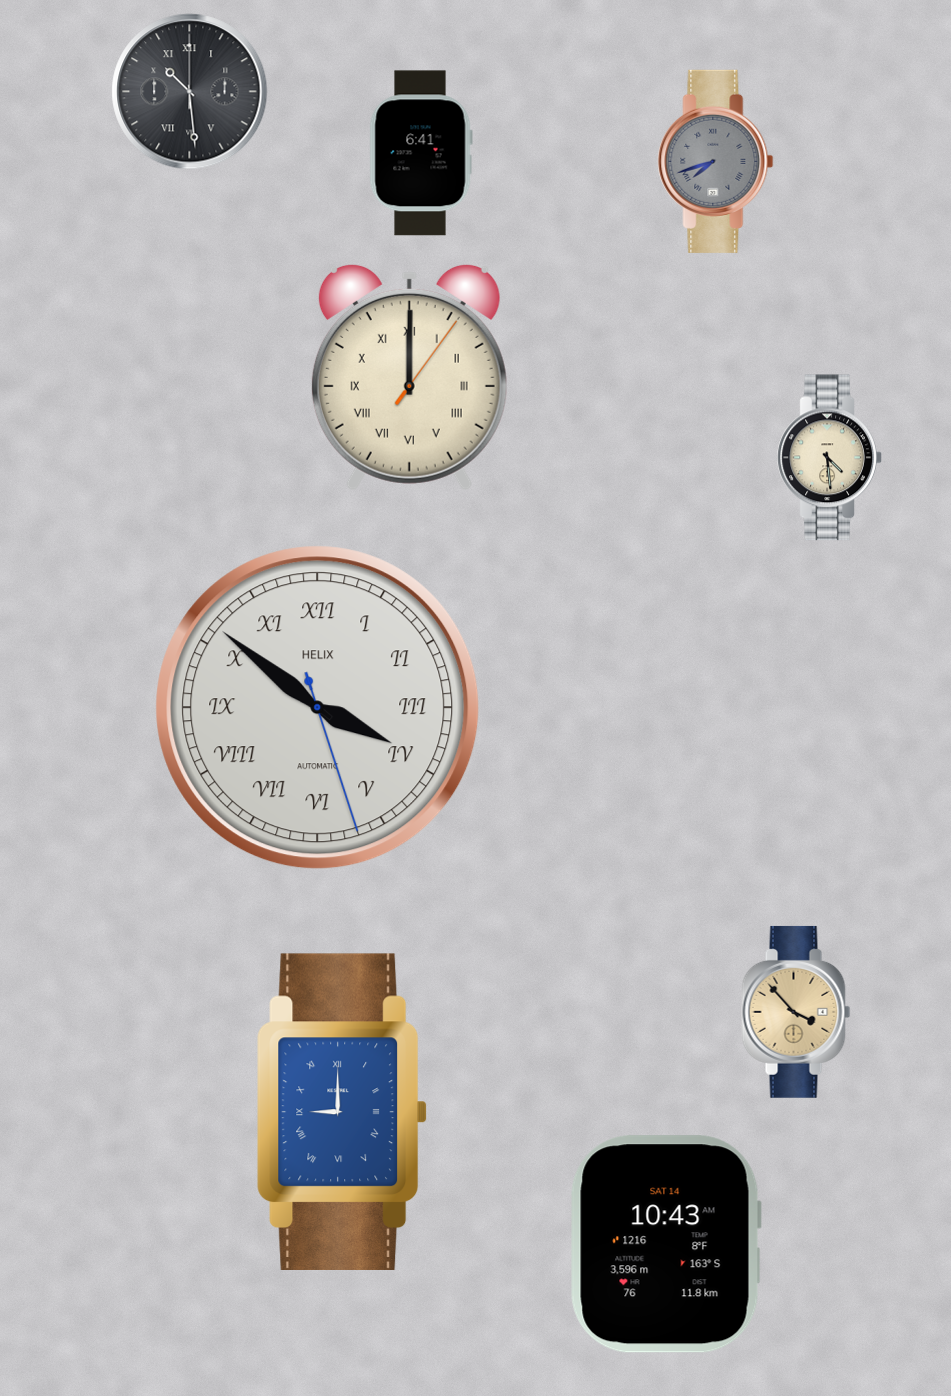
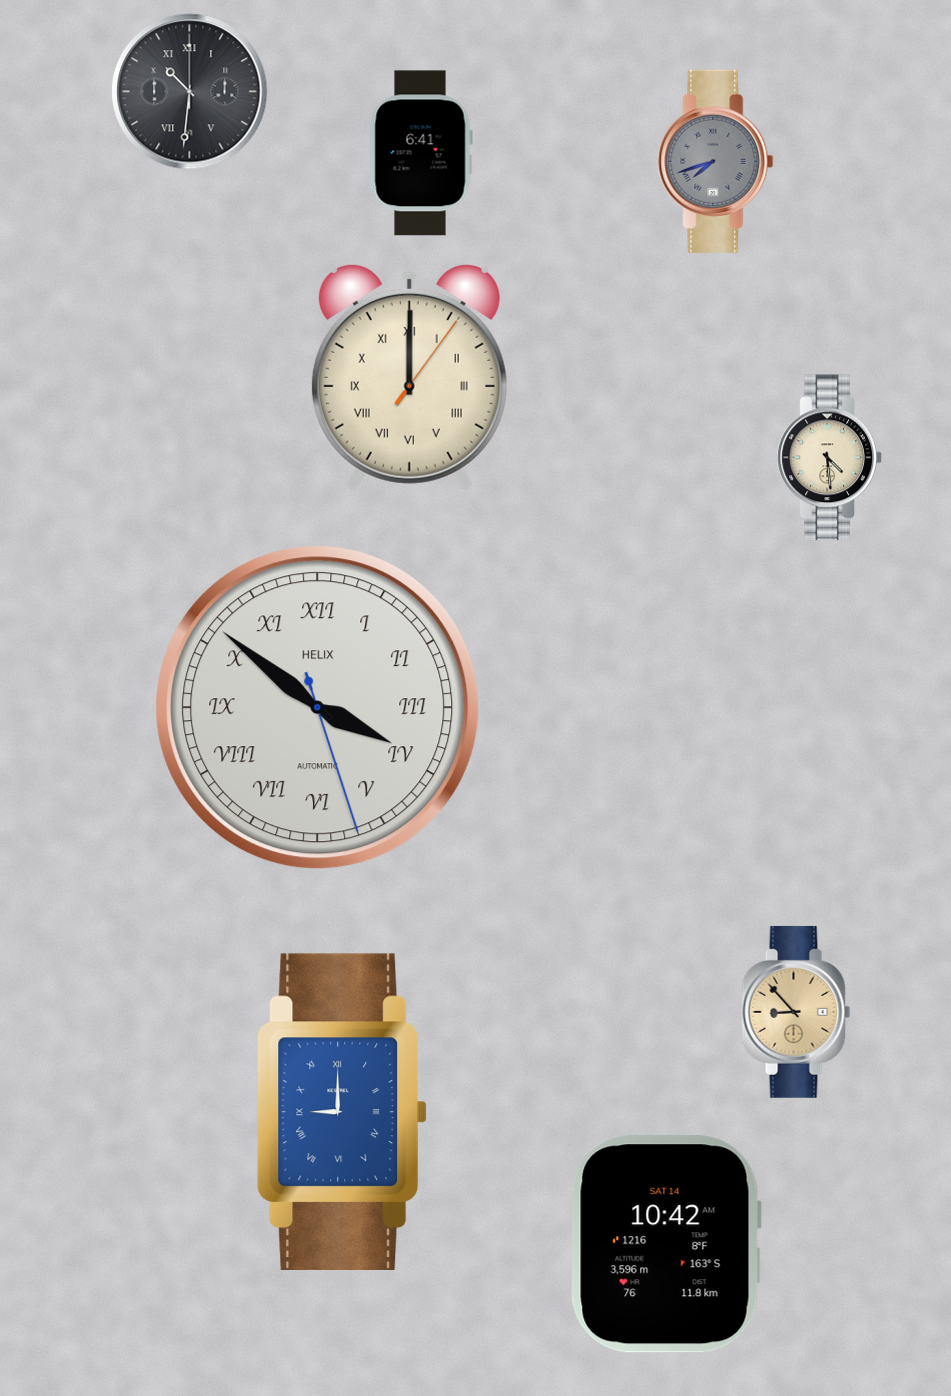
clock at (190, 92): 10:29 -> 10:31
clock at (796, 1012): 3:53 -> 8:53
clock at (666, 1244): 10:43 -> 10:42
